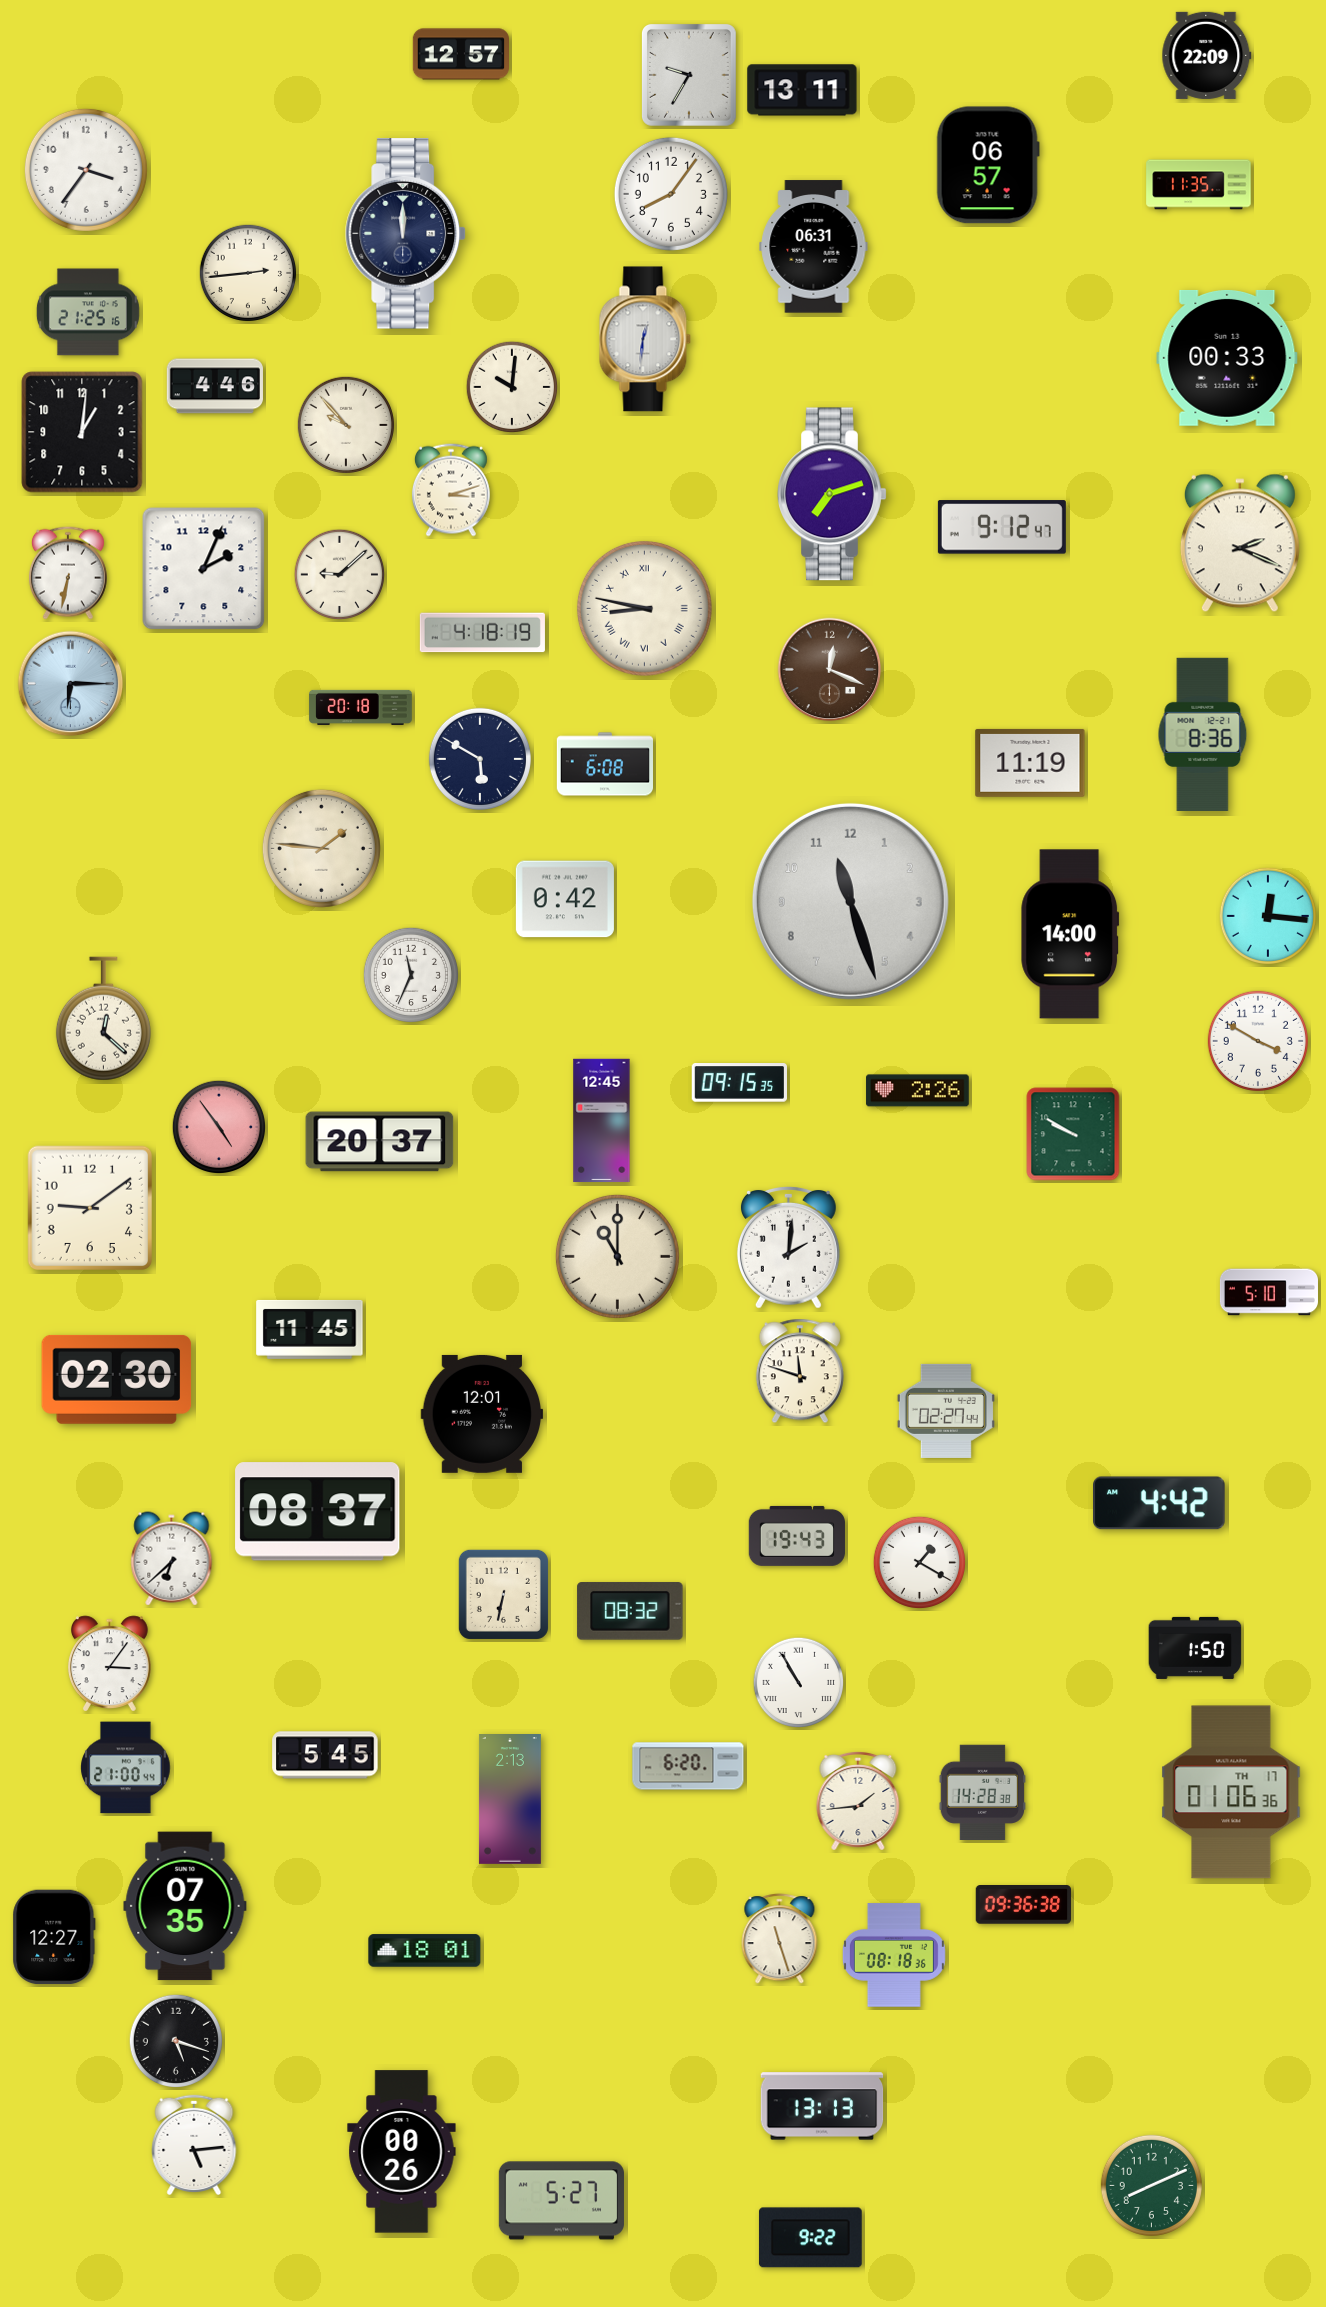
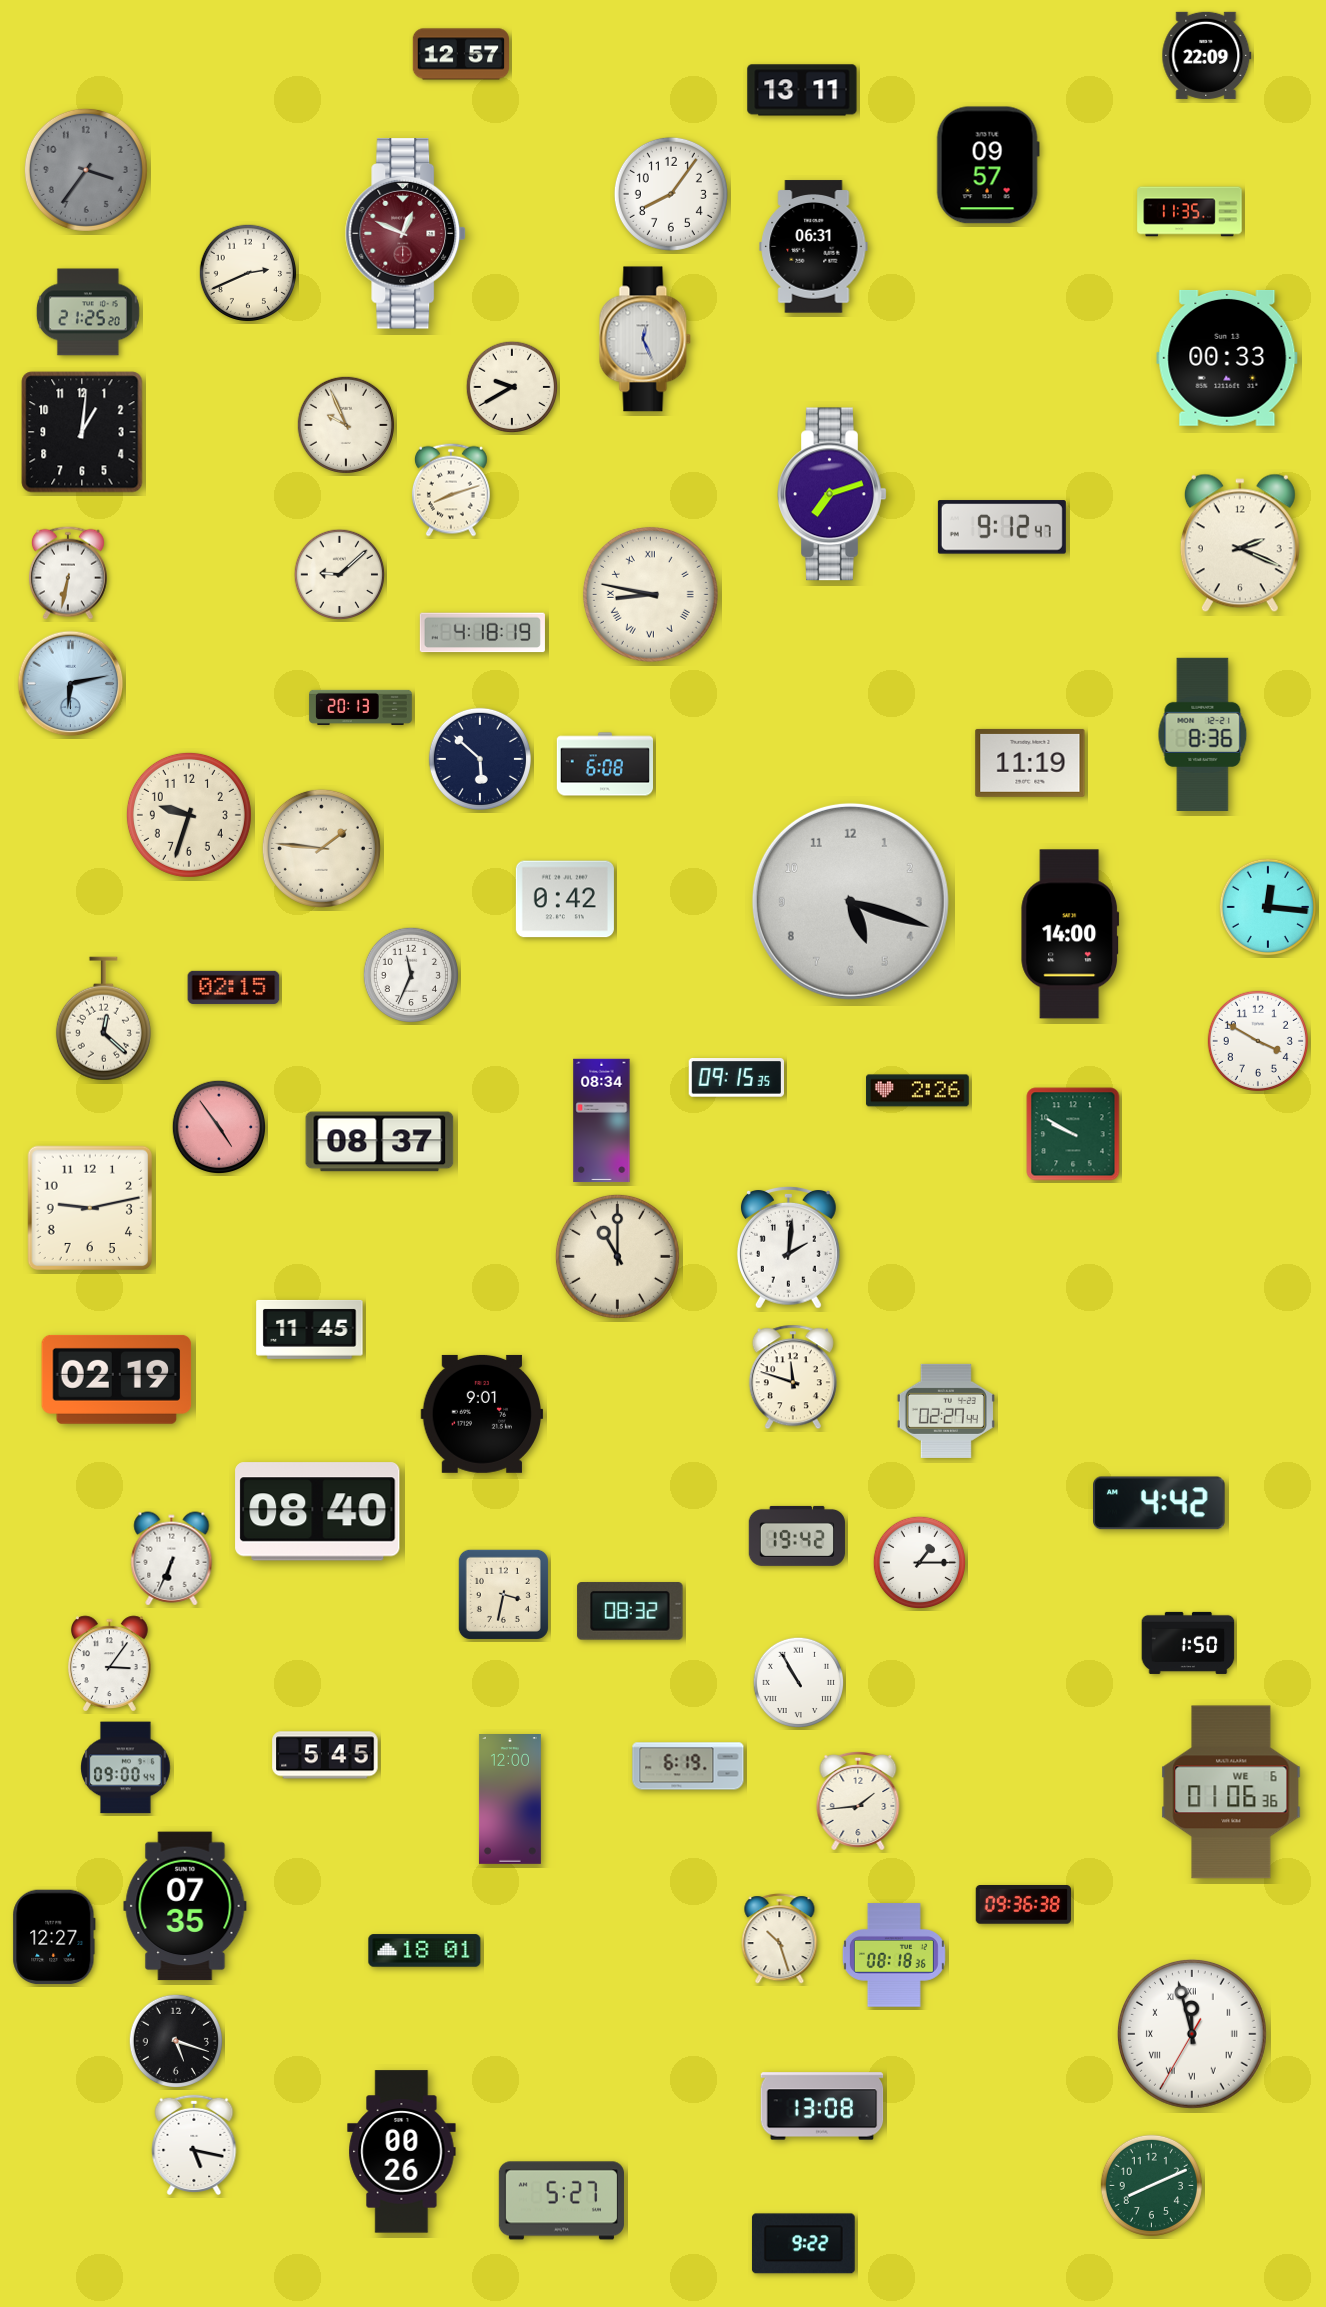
clock at (689, 75): 9:35 -> none
clock at (988, 165): 06:57 -> 09:57
clock at (86, 170) dial: white -> grey
clock at (1199, 185) position: (1199, 185) -> (1190, 212)
clock at (406, 234): 12:00 -> 12:49
clock at (406, 234) dial: navy -> burgundy
clock at (247, 272): 2:44 -> 2:41
clock at (88, 312): 21:25:16 -> 21:25:20
clock at (645, 339): 12:31 -> 12:26
clock at (215, 386): 4:46 -> none
clock at (512, 387): 10:01 -> 9:40
clock at (345, 424): 9:53 -> 9:56
clock at (451, 490): 3:12 -> 8:12
clock at (204, 569): 2:04 -> none
clock at (644, 608) position: (644, 608) -> (650, 594)
clock at (830, 670): 12:19 -> none
clock at (71, 684): 6:15 -> 6:13
clock at (361, 707): 20:18 -> 20:13
clock at (480, 759): 5:50 -> 5:52
clock at (189, 815): none -> 9:33
clock at (850, 901): 11:27 -> 5:18
clock at (1267, 915) position: (1267, 915) -> (1267, 906)
clock at (234, 987): none -> 02:15
clock at (739, 1083) position: (739, 1083) -> (736, 1078)
clock at (602, 1121): 12:45 -> 08:34
clock at (380, 1142): 20:37 -> 08:37
clock at (90, 1208): 9:09 -> 9:13
clock at (1269, 1292): 5:10 -> none
clock at (800, 1371) position: (800, 1371) -> (793, 1377)
clock at (117, 1379): 02:30 -> 02:19
clock at (482, 1414): 12:01 -> 9:01
clock at (318, 1512): 08:37 -> 08:40
clock at (797, 1536): 19:43 -> 19:42
clock at (172, 1559): 6:38 -> 6:34
clock at (919, 1562): 1:20 -> 1:15
clock at (503, 1594): 6:32 -> 3:32
clock at (1195, 1648) position: (1195, 1648) -> (1188, 1643)
clock at (688, 1766): 6:20 -> 6:19
clock at (126, 1768): 21:00 -> 09:00
clock at (982, 1792): 14:28 -> none
clock at (1231, 1792) date: TH 17 -> WE 6
clock at (510, 1800): 2:13 -> 12:00
clock at (780, 1939): 11:27 -> 10:27
clock at (1192, 2034): none -> 11:57
clock at (822, 2106): 13:13 -> 13:08
clock at (194, 2144): 5:14 -> 5:17
clock at (810, 2238) position: (810, 2238) -> (803, 2244)
